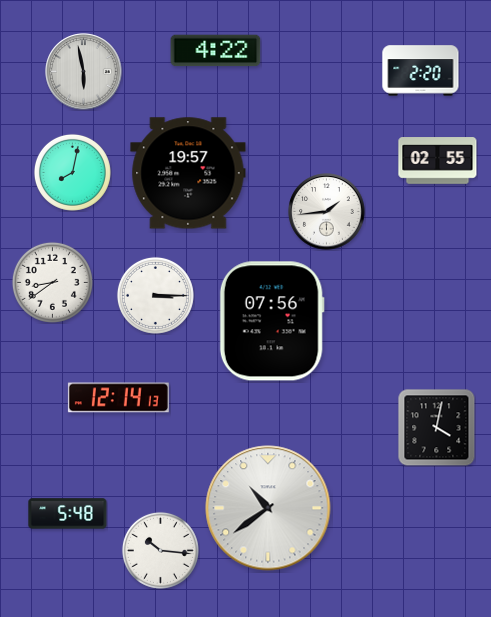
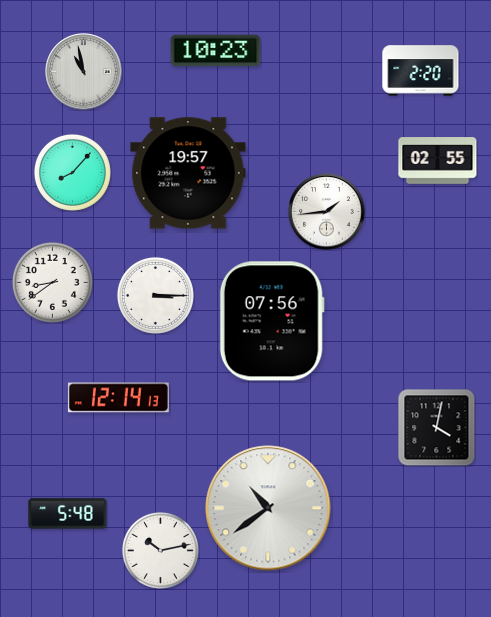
clock at (216, 51): 4:22 -> 10:23
clock at (84, 72): 5:58 -> 10:58
clock at (72, 172): 8:02 -> 8:07
clock at (160, 550): 10:16 -> 10:13
